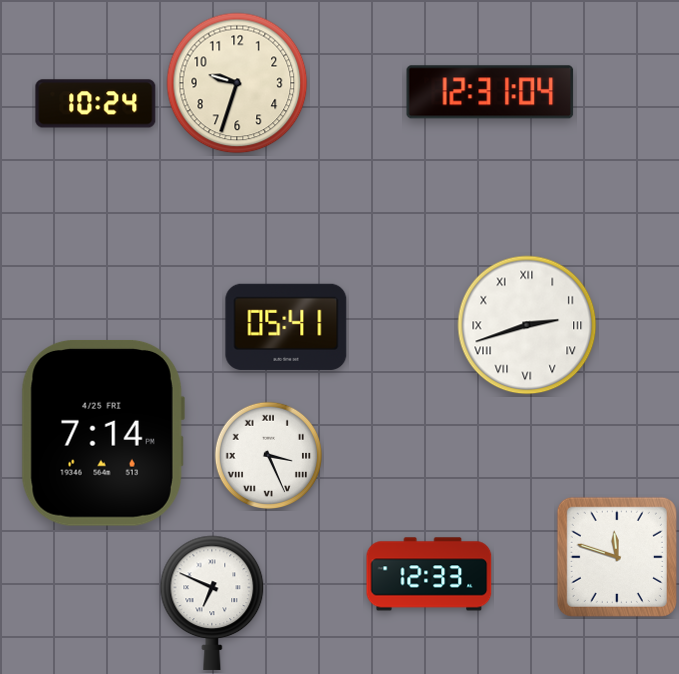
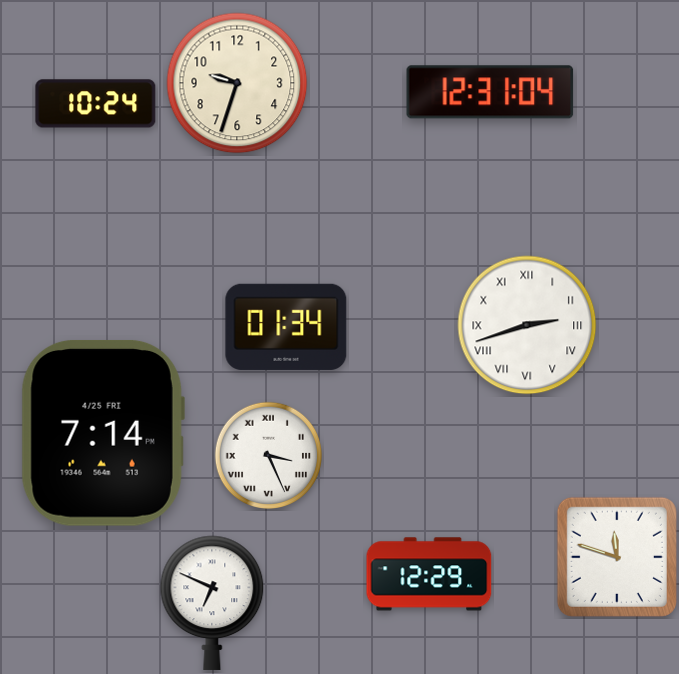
clock at (286, 327): 05:41 -> 01:34
clock at (429, 574): 12:33 -> 12:29
